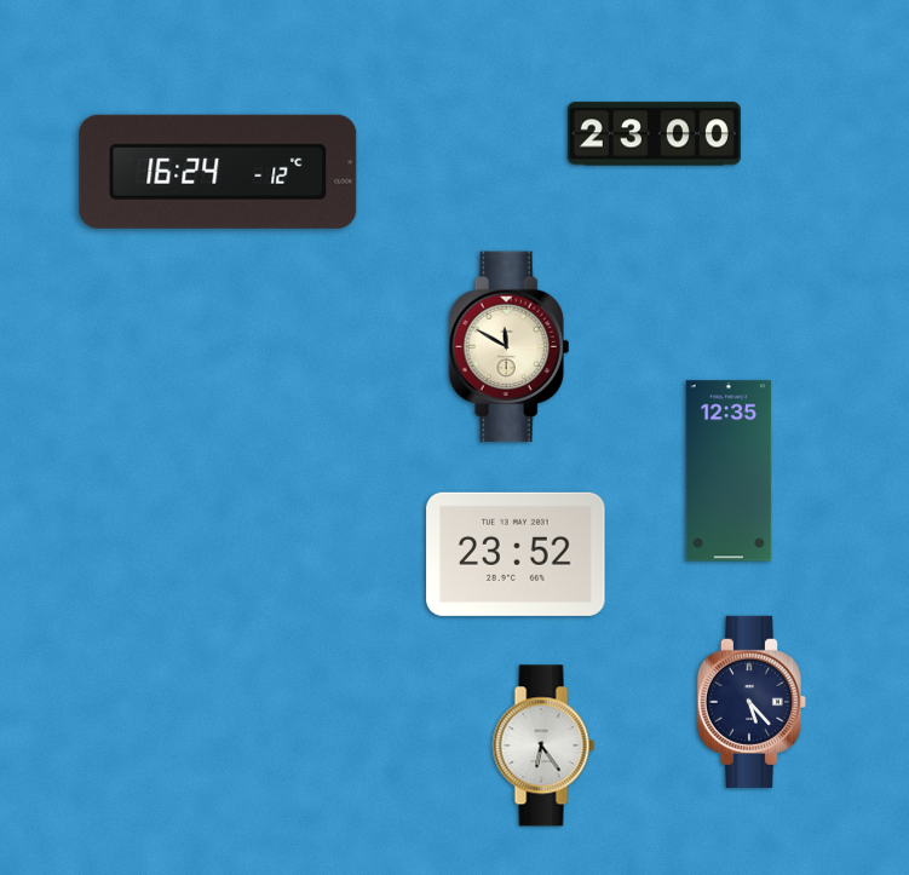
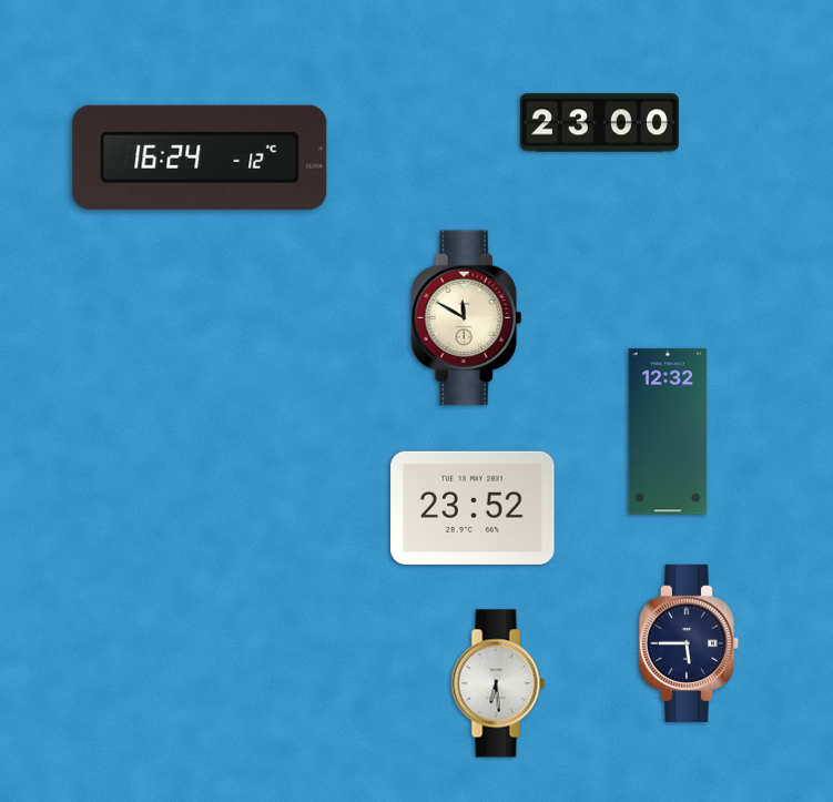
clock at (729, 471): 12:35 -> 12:32
clock at (752, 702): 5:23 -> 5:45
clock at (543, 746): 6:24 -> 6:29
